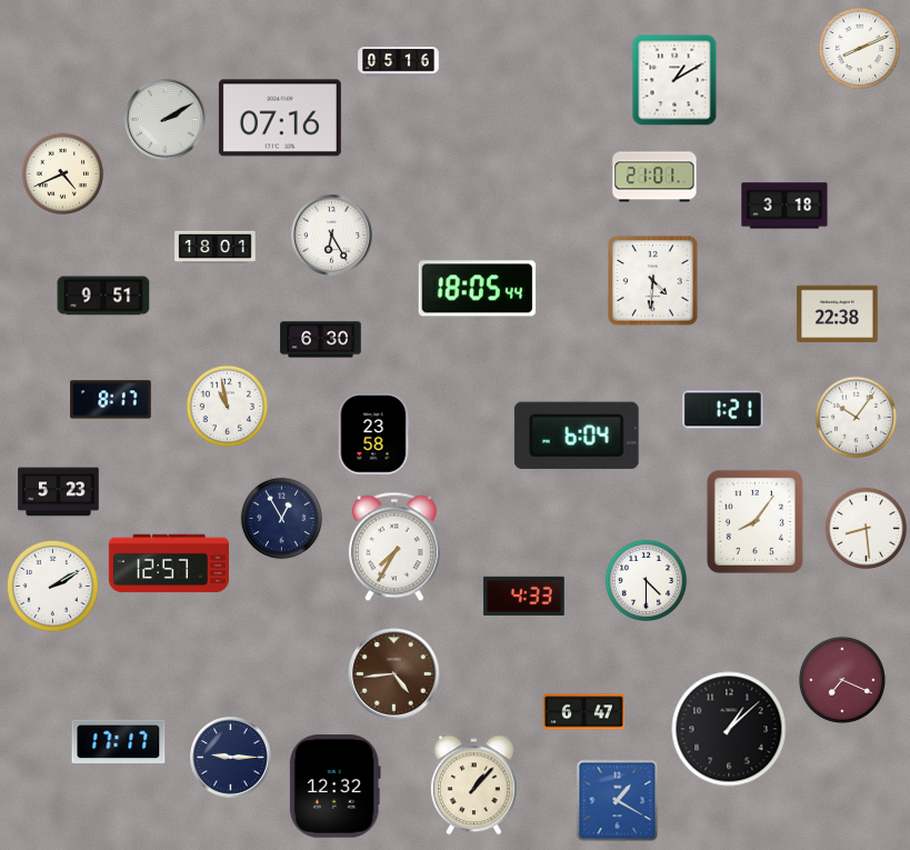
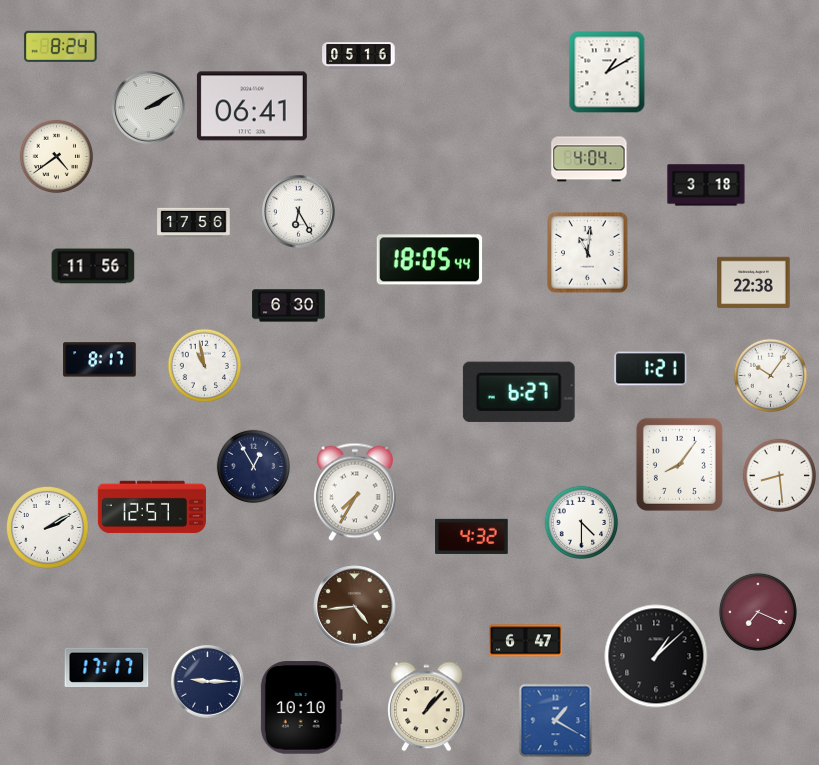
clock at (860, 49): 8:11 -> none
clock at (61, 46): none -> 8:24
clock at (280, 118): 07:16 -> 06:41
clock at (63, 174): 4:41 -> 4:39
clock at (654, 177): 21:01 -> 4:04
clock at (216, 248): 18:01 -> 17:56
clock at (653, 281): 4:31 -> 11:01
clock at (103, 296): 9:51 -> 11:56
clock at (373, 434): 23:58 -> none
clock at (577, 436): 6:04 -> 6:27
clock at (59, 492): 5:23 -> none
clock at (754, 521) position: (754, 521) -> (679, 464)
clock at (524, 596): 4:33 -> 4:32
clock at (334, 787): 12:32 -> 10:10
